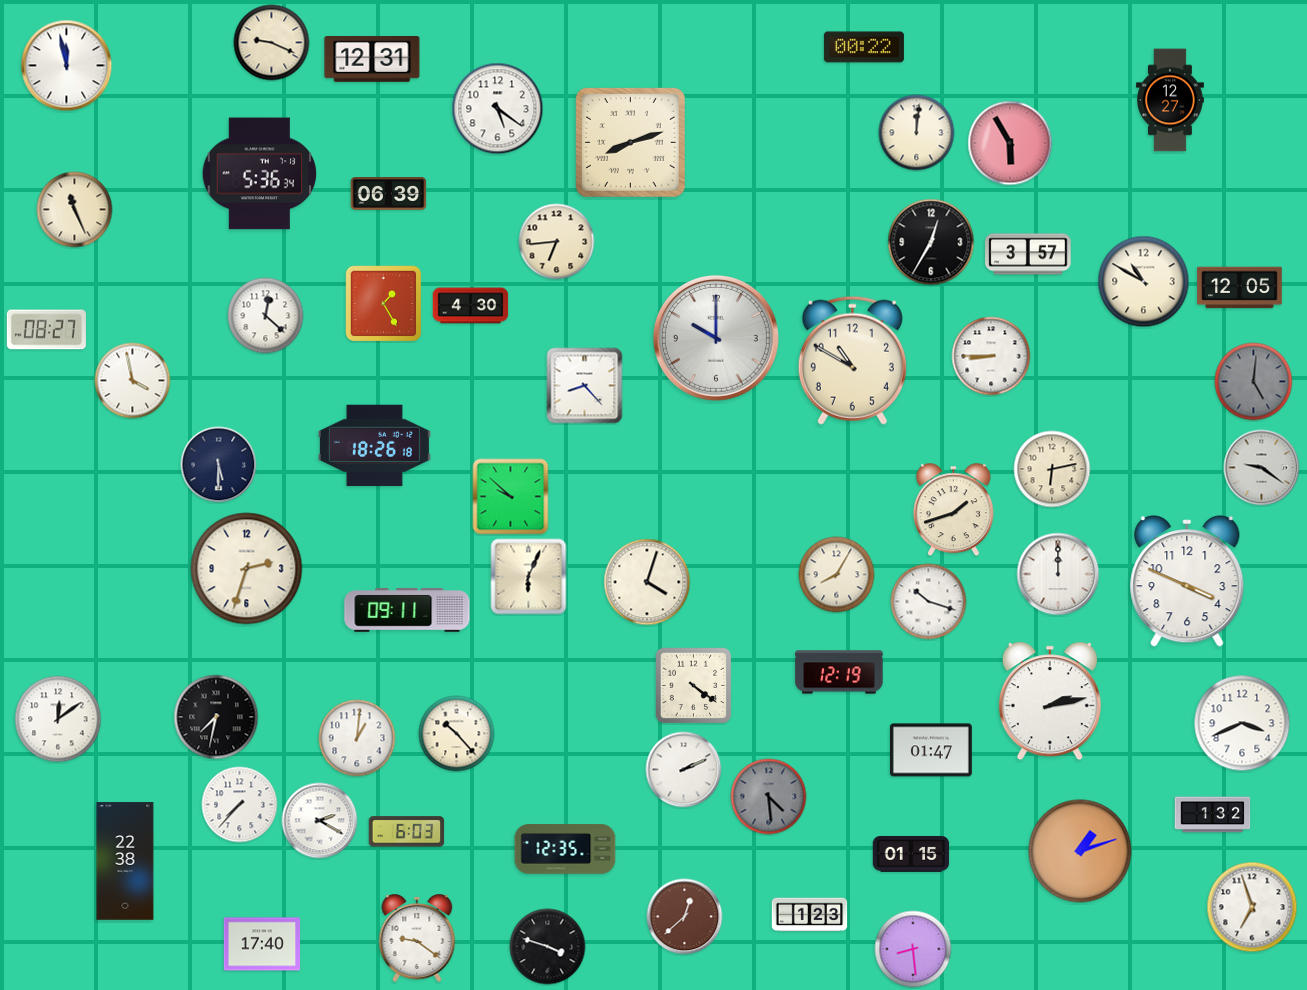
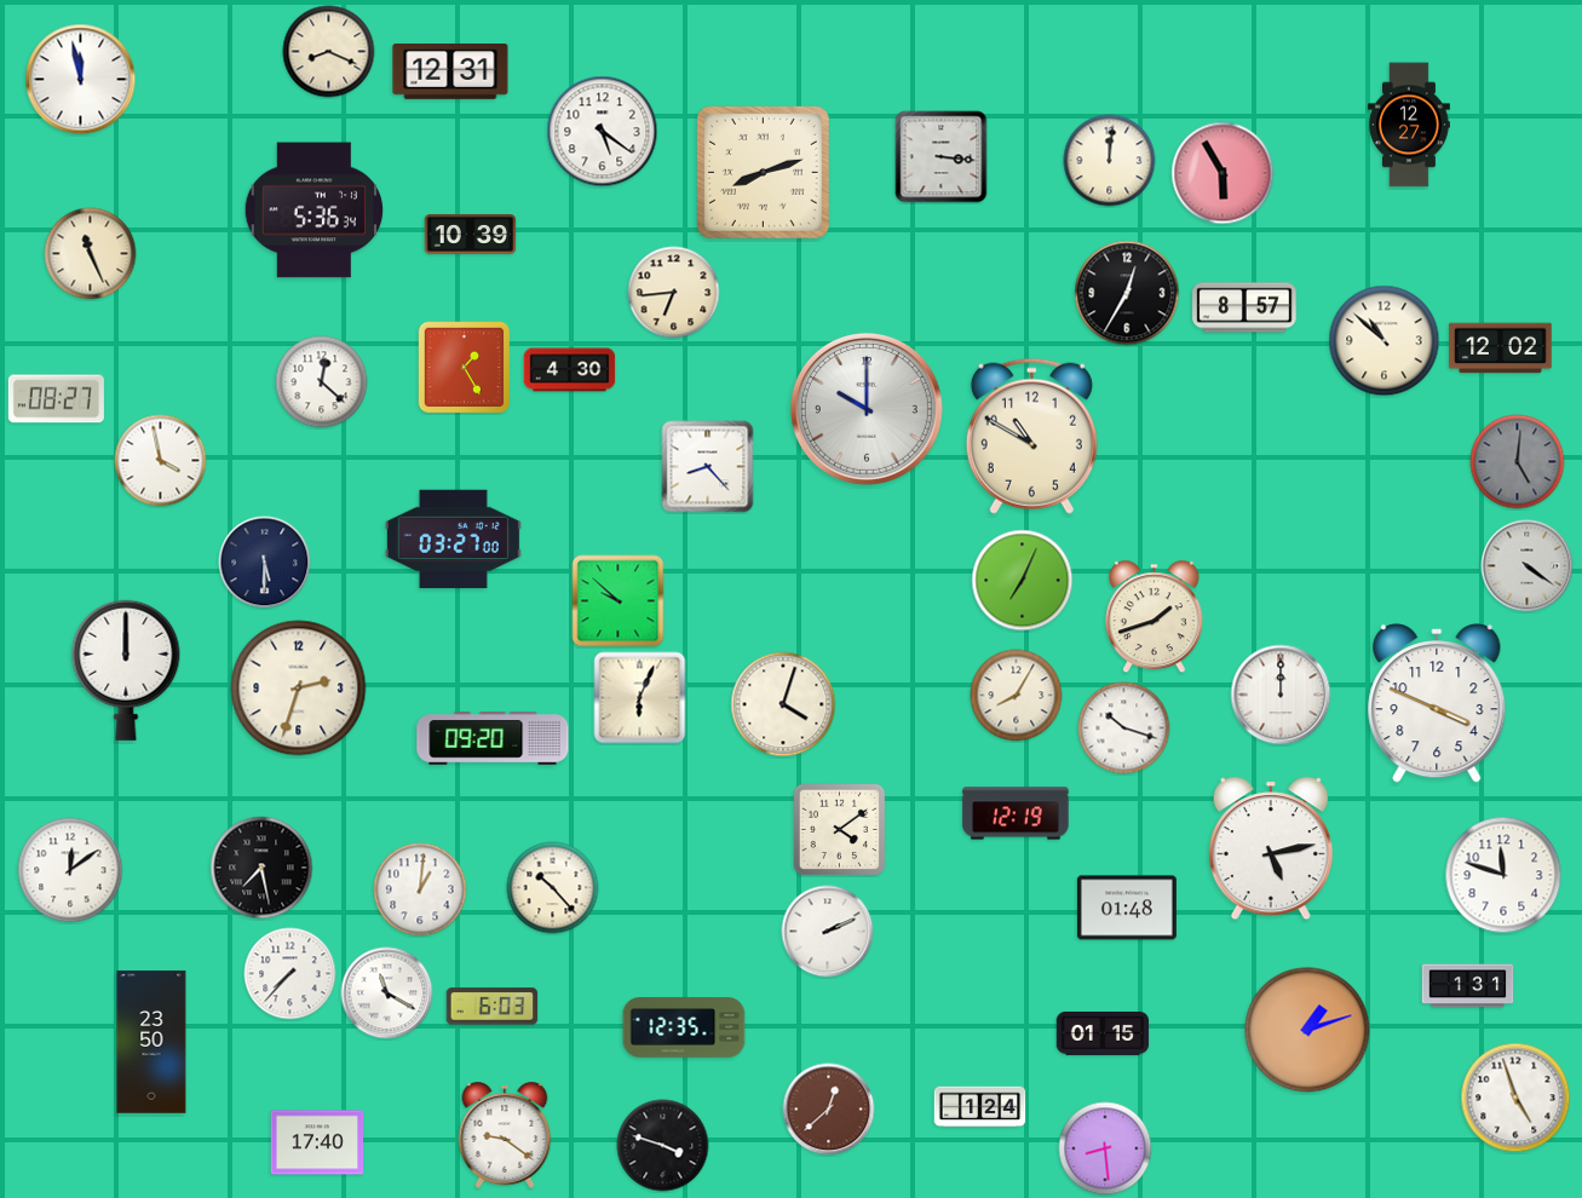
clock at (272, 43): 9:19 -> 8:19
clock at (864, 47): 00:22 -> none
clock at (1171, 100) position: (1171, 100) -> (1410, 125)
clock at (942, 157): none -> 3:16
clock at (389, 194): 06:39 -> 10:39
clock at (1028, 254): 3:57 -> 8:57
clock at (1144, 282): 10:50 -> 10:52
clock at (1240, 288): 12:05 -> 12:02
clock at (991, 356): 8:45 -> none
clock at (374, 446): 18:26 -> 03:27
clock at (1262, 468): 9:21 -> 4:21
clock at (1052, 469): 6:13 -> none
clock at (1023, 581): none -> 7:04
clock at (126, 670): none -> 12:00
clock at (837, 575) position: (837, 575) -> (1017, 696)
clock at (407, 610): 09:11 -> 09:20
clock at (693, 685): 4:21 -> 4:09
clock at (1050, 701): 2:13 -> 5:13
clock at (216, 717): 7:32 -> 7:28
clock at (1242, 723): 3:41 -> 11:48
clock at (357, 738) position: (357, 738) -> (420, 889)
clock at (931, 750): 01:47 -> 01:48
clock at (769, 797): 4:29 -> none
clock at (1213, 815): 1:32 -> 1:31
clock at (320, 821): 2:20 -> 11:20
clock at (125, 861): 22:38 -> 23:50
clock at (1252, 907): 6:57 -> 4:57
clock at (810, 915): 1:23 -> 1:24
